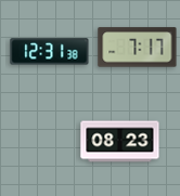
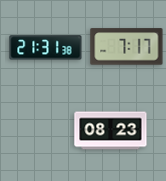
clock at (138, 48) position: (138, 48) -> (127, 47)
clock at (50, 52): 12:31 -> 21:31
